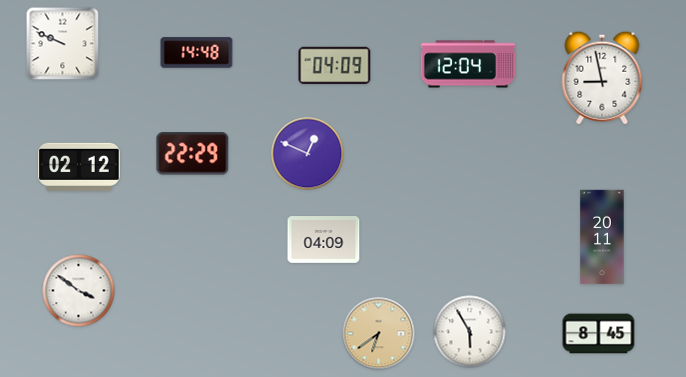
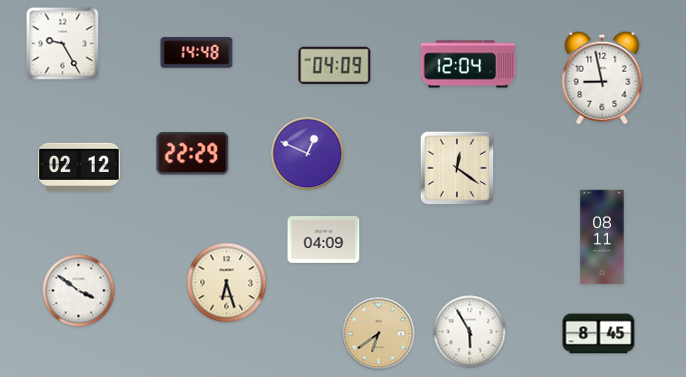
clock at (63, 44): 9:49 -> 9:25
clock at (457, 168): none -> 12:21
clock at (602, 237): 20:11 -> 08:11
clock at (227, 283): none -> 6:27
